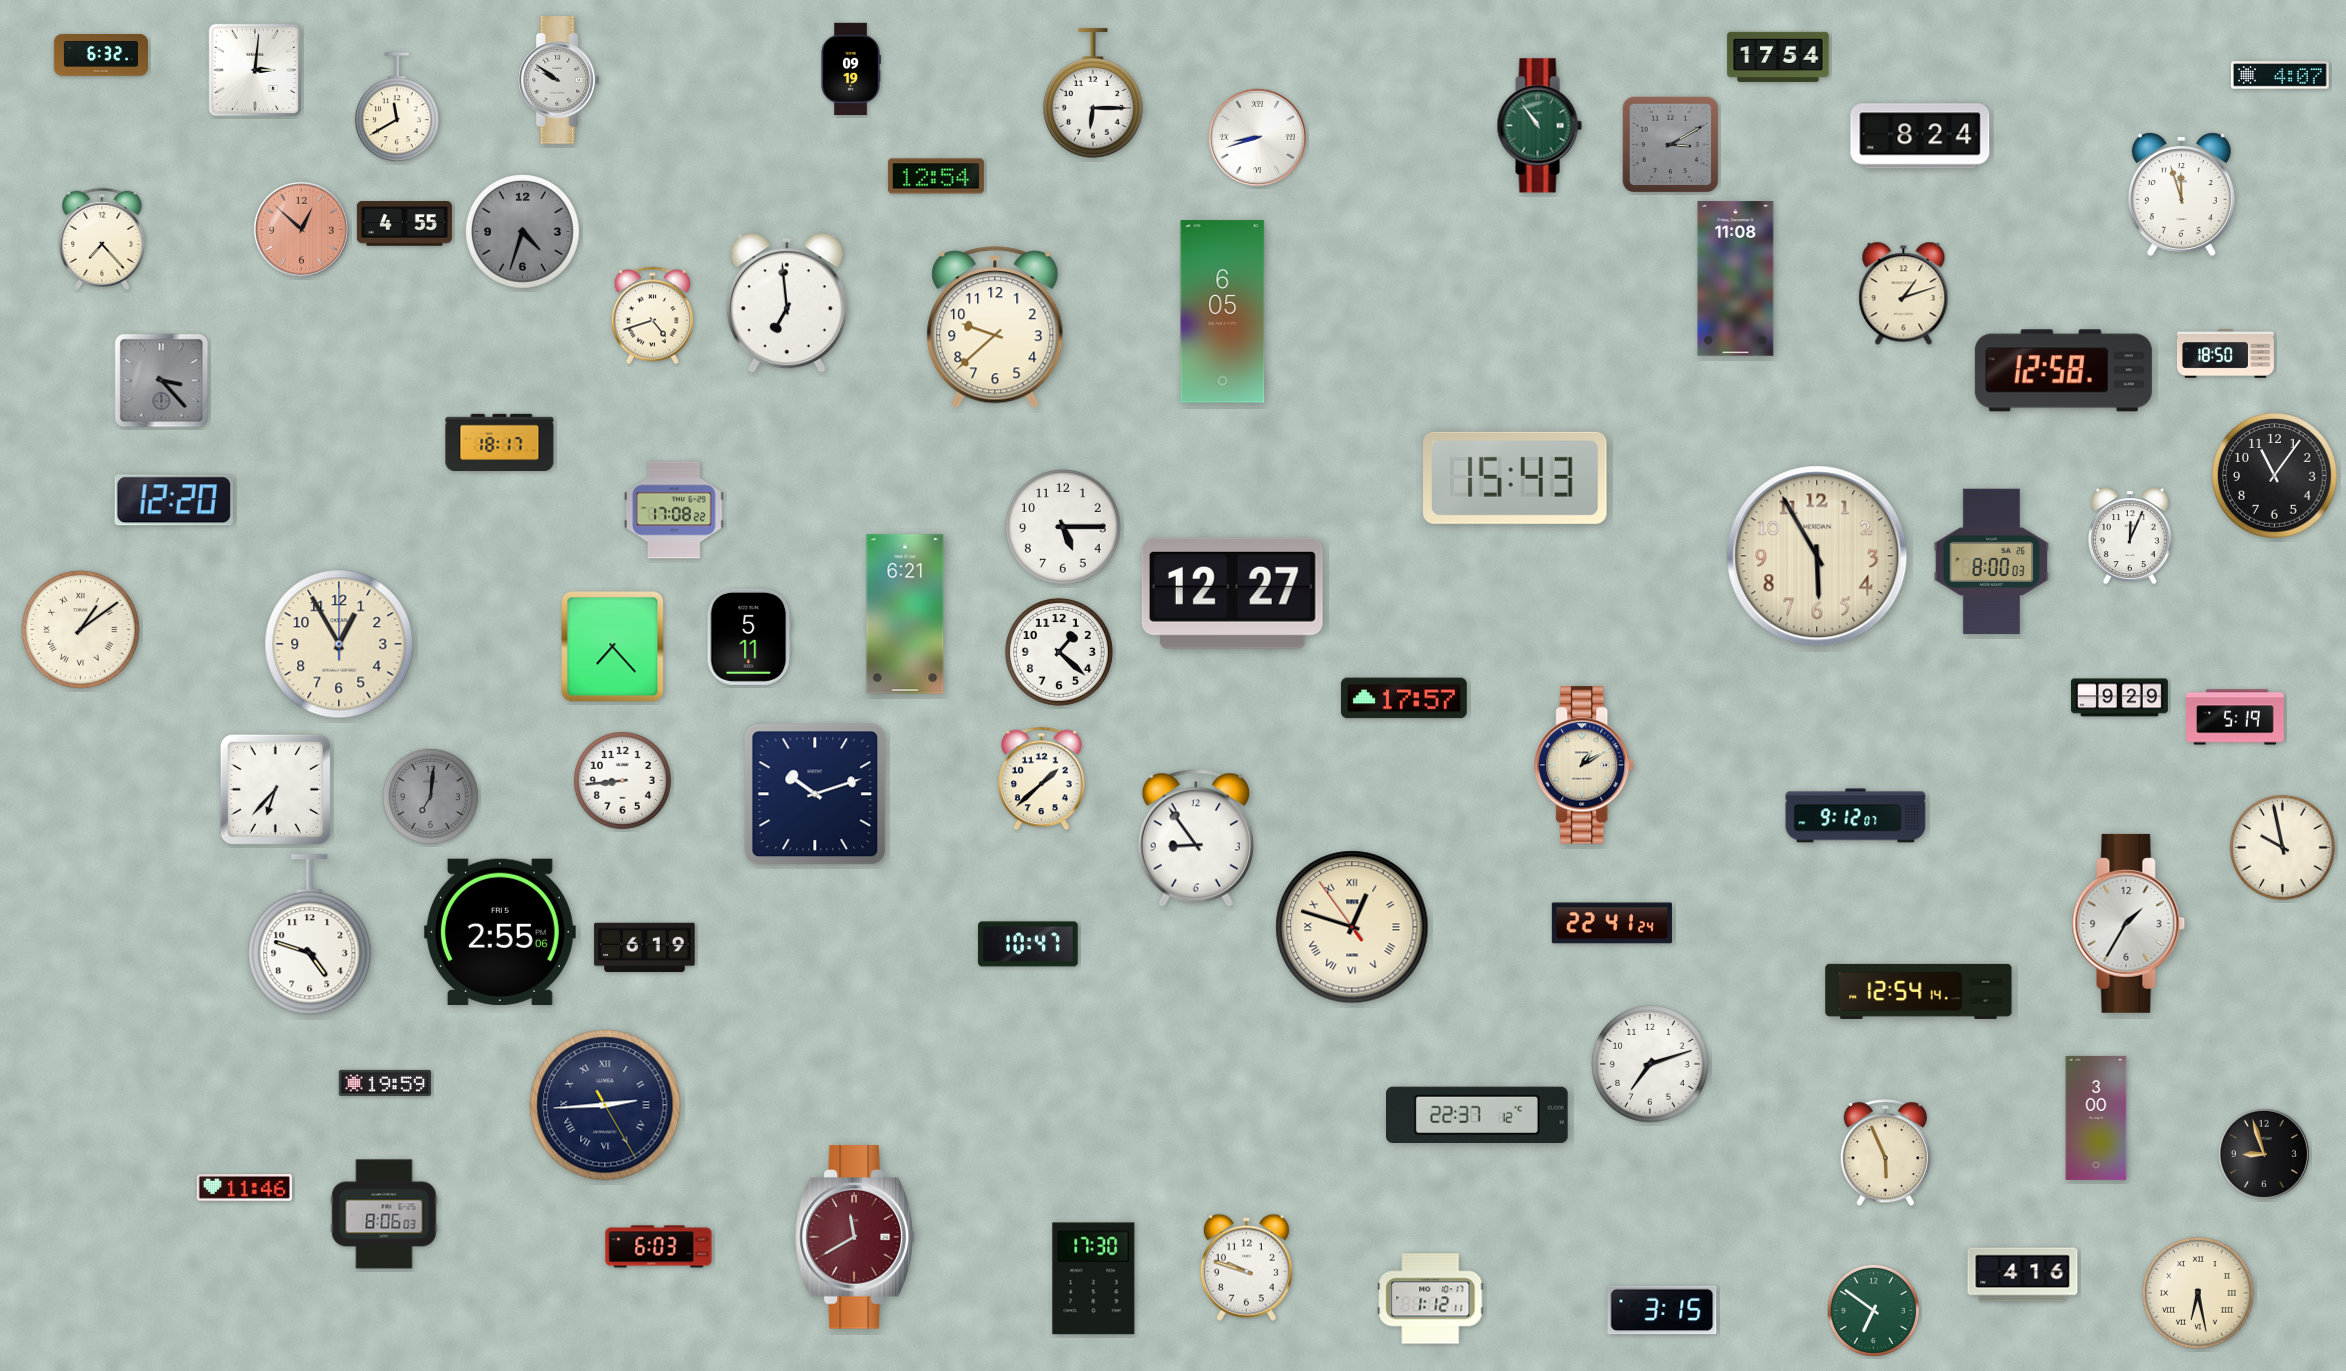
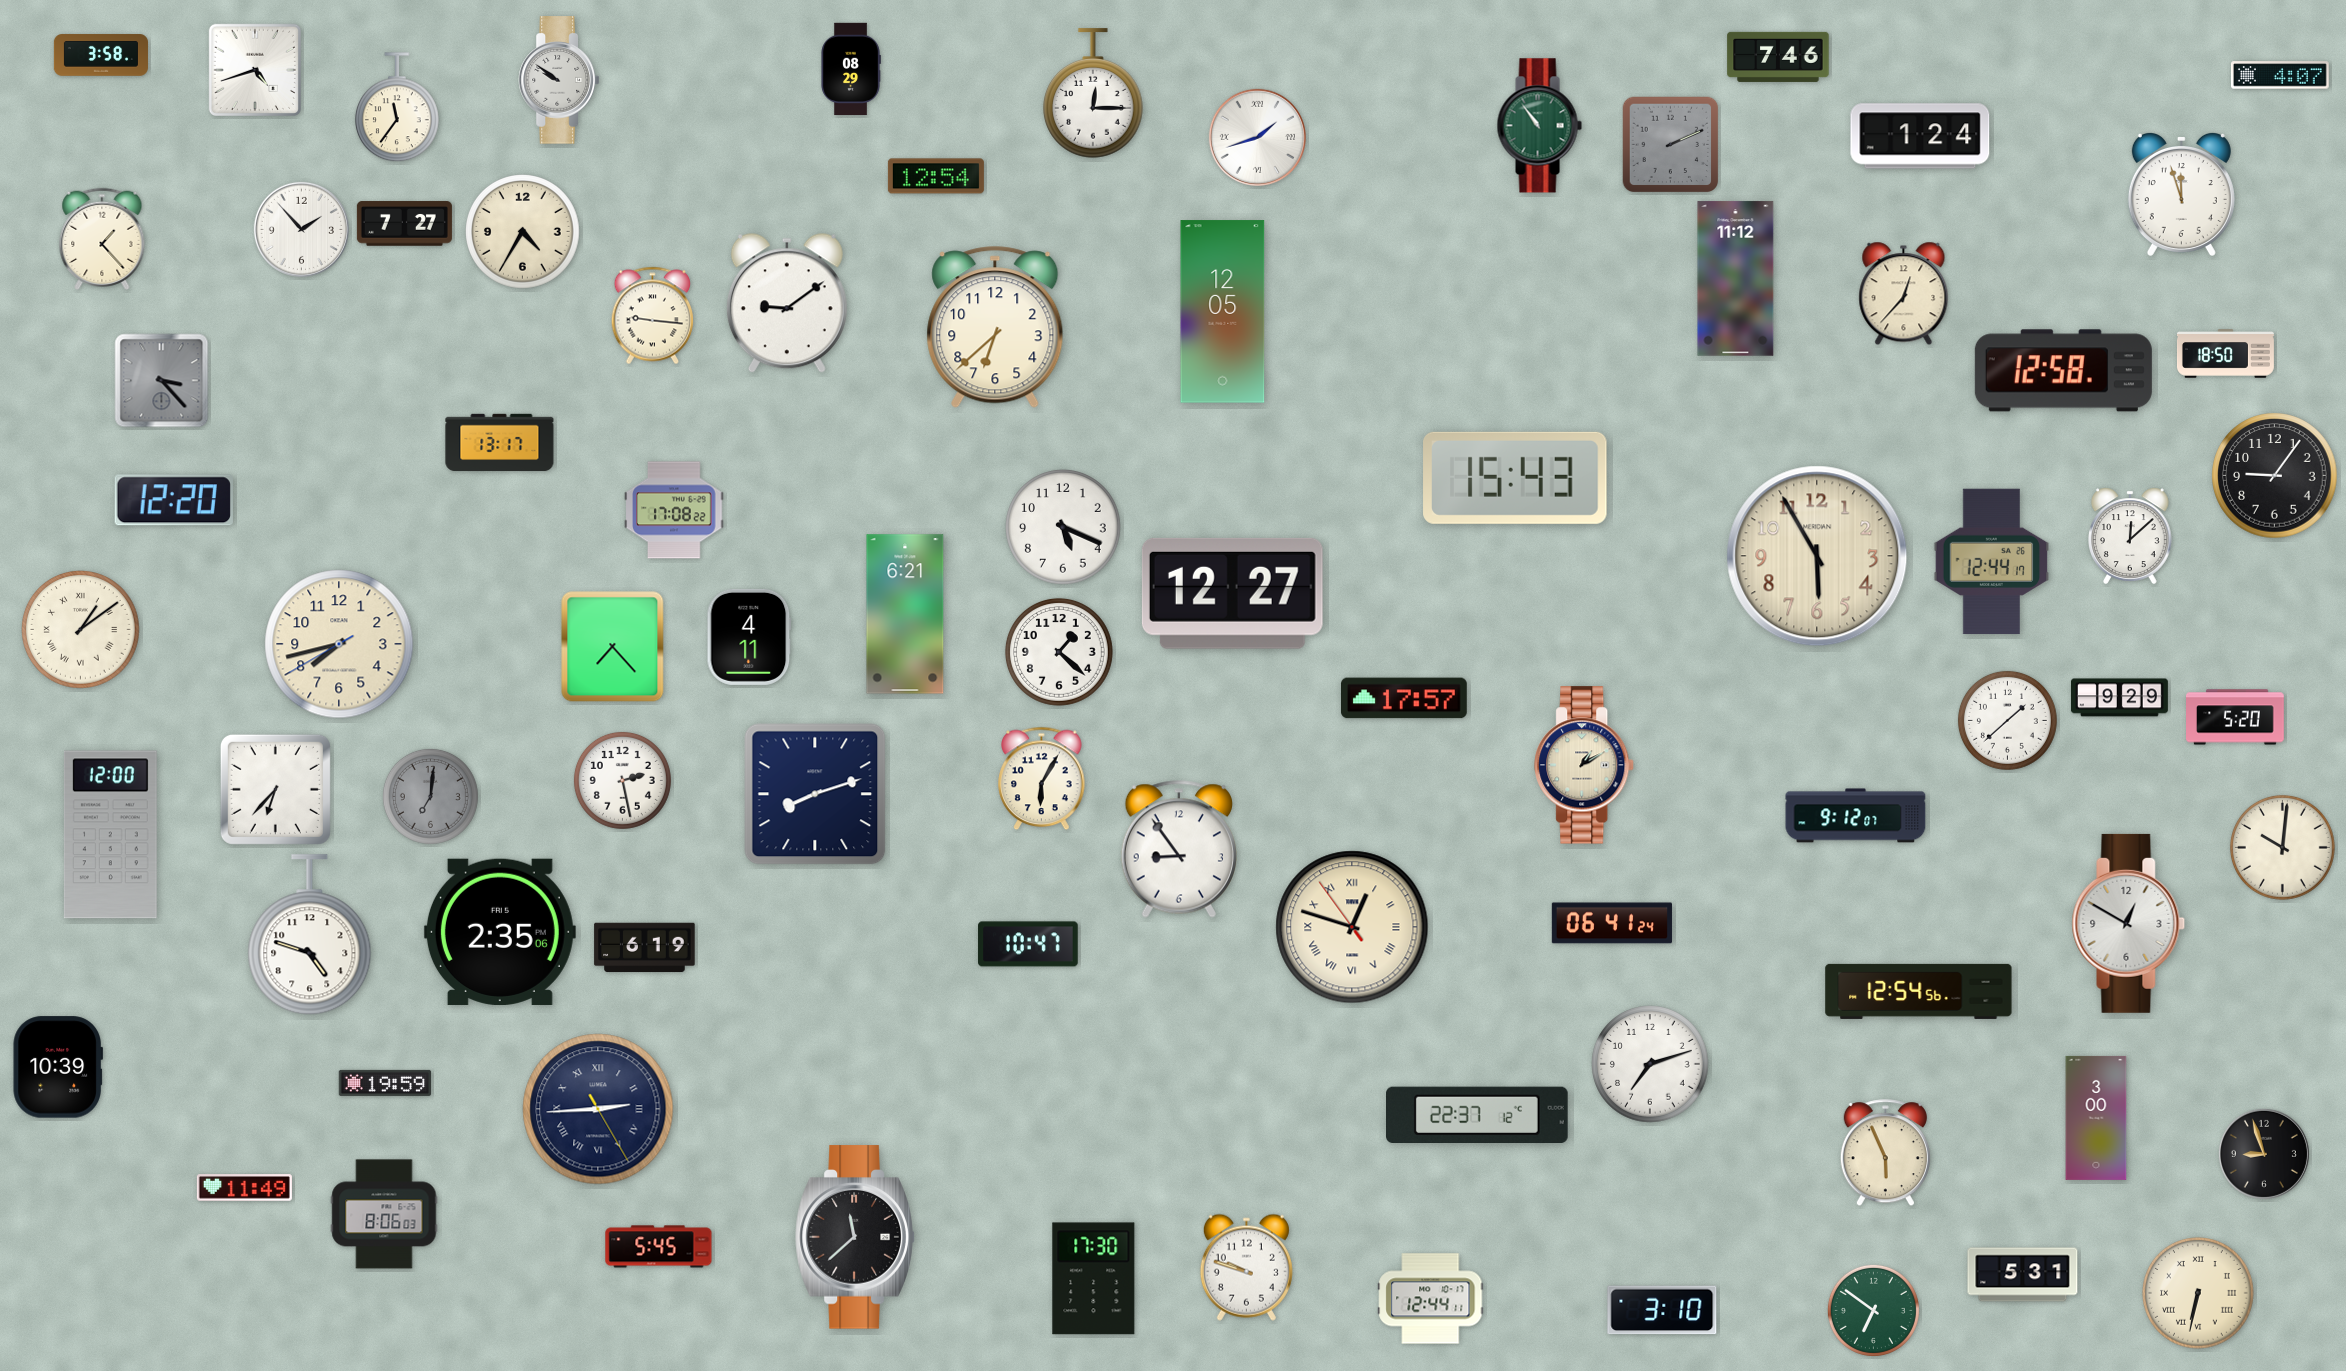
clock at (101, 55): 6:32 -> 3:58
clock at (1778, 57): 17:54 -> 7:46
clock at (851, 69): 09:19 -> 08:29
clock at (255, 70): 3:01 -> 4:42
clock at (1093, 93): 6:15 -> 12:15
clock at (397, 108): 11:40 -> 11:36
clock at (1920, 136): 8:24 -> 1:24
clock at (1257, 137): 8:42 -> 1:42
clock at (1671, 145): 3:10 -> 2:11
clock at (404, 224): 4:55 -> 7:27
clock at (301, 229): 12:52 -> 1:53
clock at (301, 229) dial: salmon -> white
clock at (523, 232): 4:33 -> 4:35
clock at (523, 232) dial: grey -> cream
clock at (102, 238): 7:23 -> 1:23
clock at (1736, 279): 11:08 -> 11:12
clock at (1904, 294): 1:12 -> 12:37
clock at (787, 304): 6:59 -> 9:09
clock at (1223, 312): 6:05 -> 12:05
clock at (653, 316): 4:42 -> 9:16
clock at (995, 327): 9:38 -> 6:38
clock at (500, 443): 18:17 -> 13:17
clock at (2275, 476): 11:06 -> 9:06
clock at (1063, 527): 5:15 -> 5:19
clock at (2131, 536): 12:04 -> 12:08
clock at (1992, 562): 8:00 -> 12:44
clock at (749, 637): 5:11 -> 4:11
clock at (339, 644): 12:55 -> 7:42
clock at (2236, 717): 5:19 -> 5:20
clock at (2007, 720): none -> 1:38
clock at (1042, 779): 1:38 -> 6:05
clock at (622, 780): 8:44 -> 2:28
clock at (815, 794): 10:12 -> 8:12
clock at (110, 835): none -> 12:00
clock at (1196, 838) position: (1196, 838) -> (1179, 849)
clock at (2282, 847): 9:58 -> 10:01
clock at (1612, 923): 22:41 -> 06:41
clock at (2129, 923): 1:35 -> 12:50
clock at (500, 932): 2:55 -> 2:35
clock at (1919, 991): 12:54:14 -> 12:54:56
clock at (58, 1067): none -> 10:39
clock at (605, 1105) position: (605, 1105) -> (598, 1109)
clock at (244, 1188): 11:46 -> 11:49
clock at (855, 1237): 11:40 -> 11:38
clock at (855, 1237) dial: burgundy -> black
clock at (659, 1247): 6:03 -> 5:45
clock at (2023, 1275): 4:16 -> 5:31
clock at (2199, 1294): 6:28 -> 6:32
clock at (1431, 1299): 1:12 -> 12:44
clock at (1662, 1310): 3:15 -> 3:10
